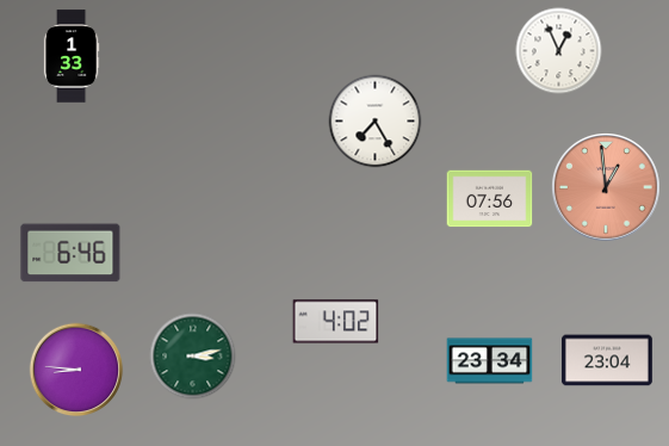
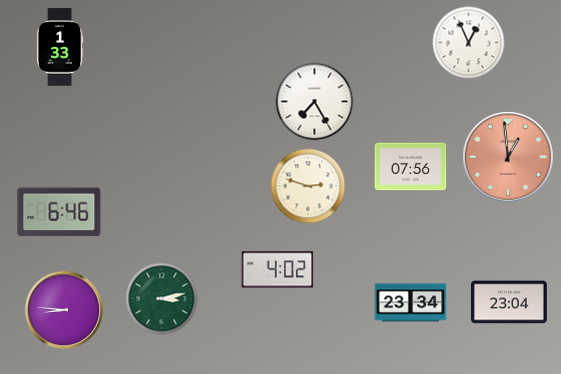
clock at (308, 186): none -> 2:48
clock at (336, 322) position: (336, 322) -> (278, 270)
